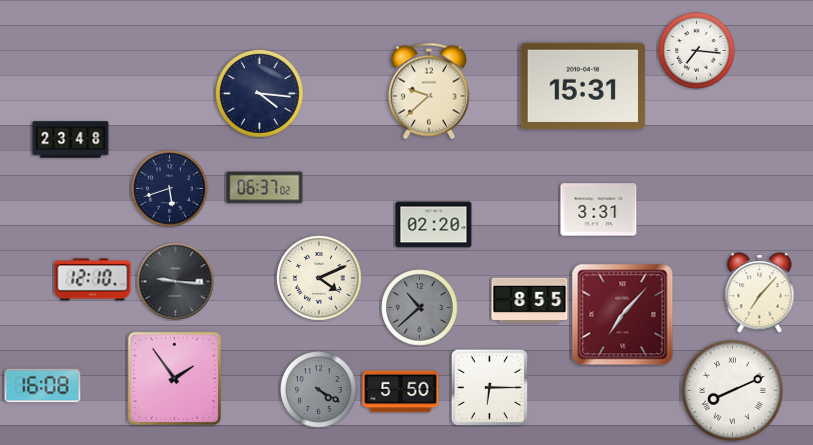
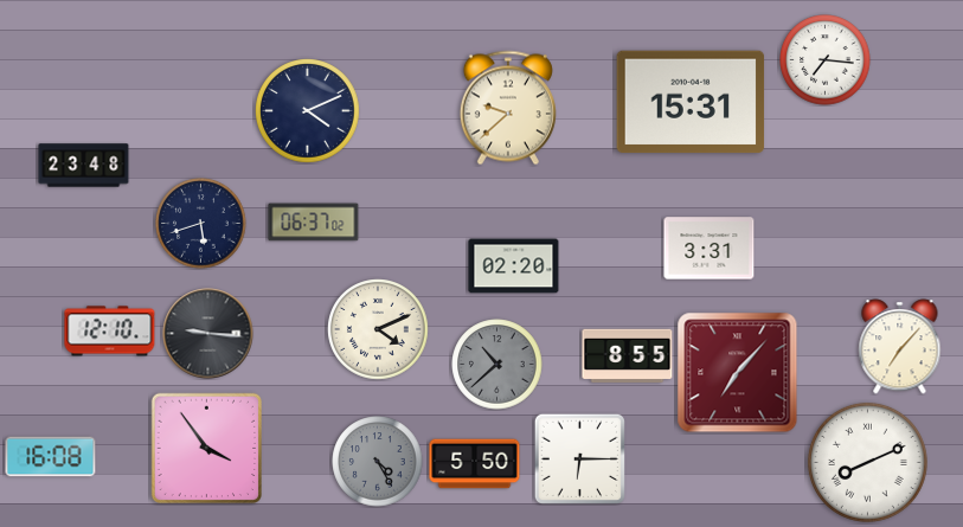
clock at (260, 94): 4:16 -> 4:11
clock at (175, 379): 1:54 -> 3:54
clock at (319, 390): 4:20 -> 4:25
